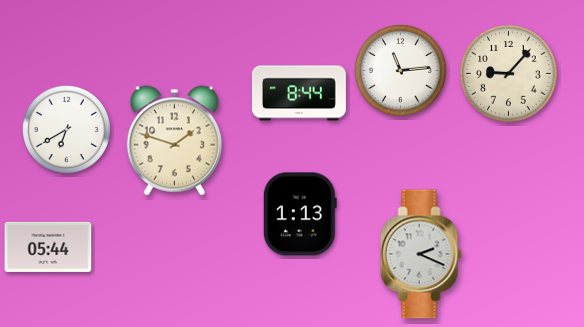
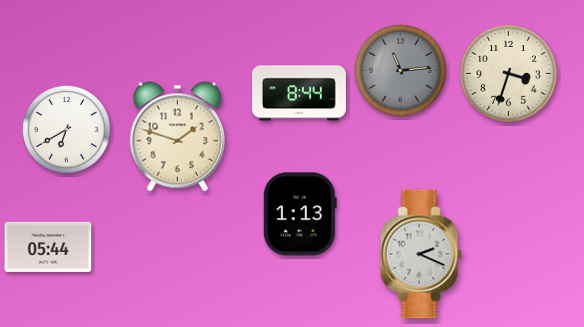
clock at (400, 70) dial: white -> grey
clock at (509, 74): 9:07 -> 3:33
clock at (174, 141) position: (174, 141) -> (177, 137)
